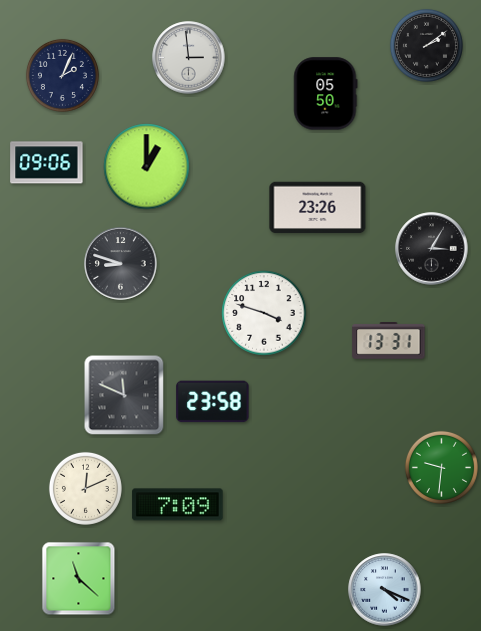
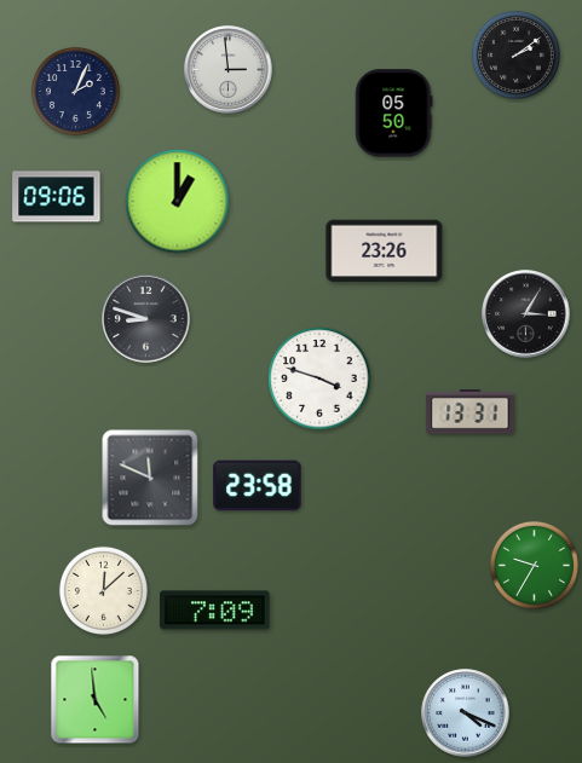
clock at (432, 249) position: (432, 249) -> (526, 314)
clock at (441, 467): 9:31 -> 9:35
clock at (85, 488): 12:11 -> 12:08
clock at (79, 579): 11:22 -> 4:59
